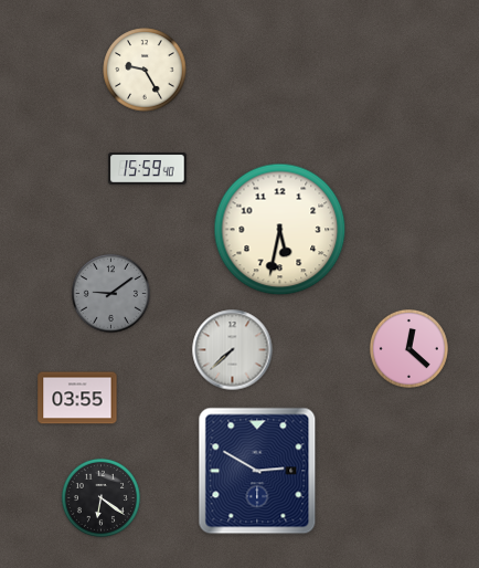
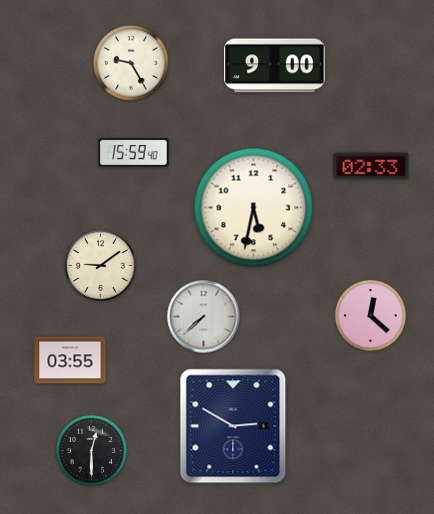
clock at (275, 66): none -> 9:00
clock at (371, 166): none -> 02:33
clock at (110, 293) dial: grey -> cream
clock at (233, 350) position: (233, 350) -> (204, 317)
clock at (100, 497): 6:21 -> 12:30
